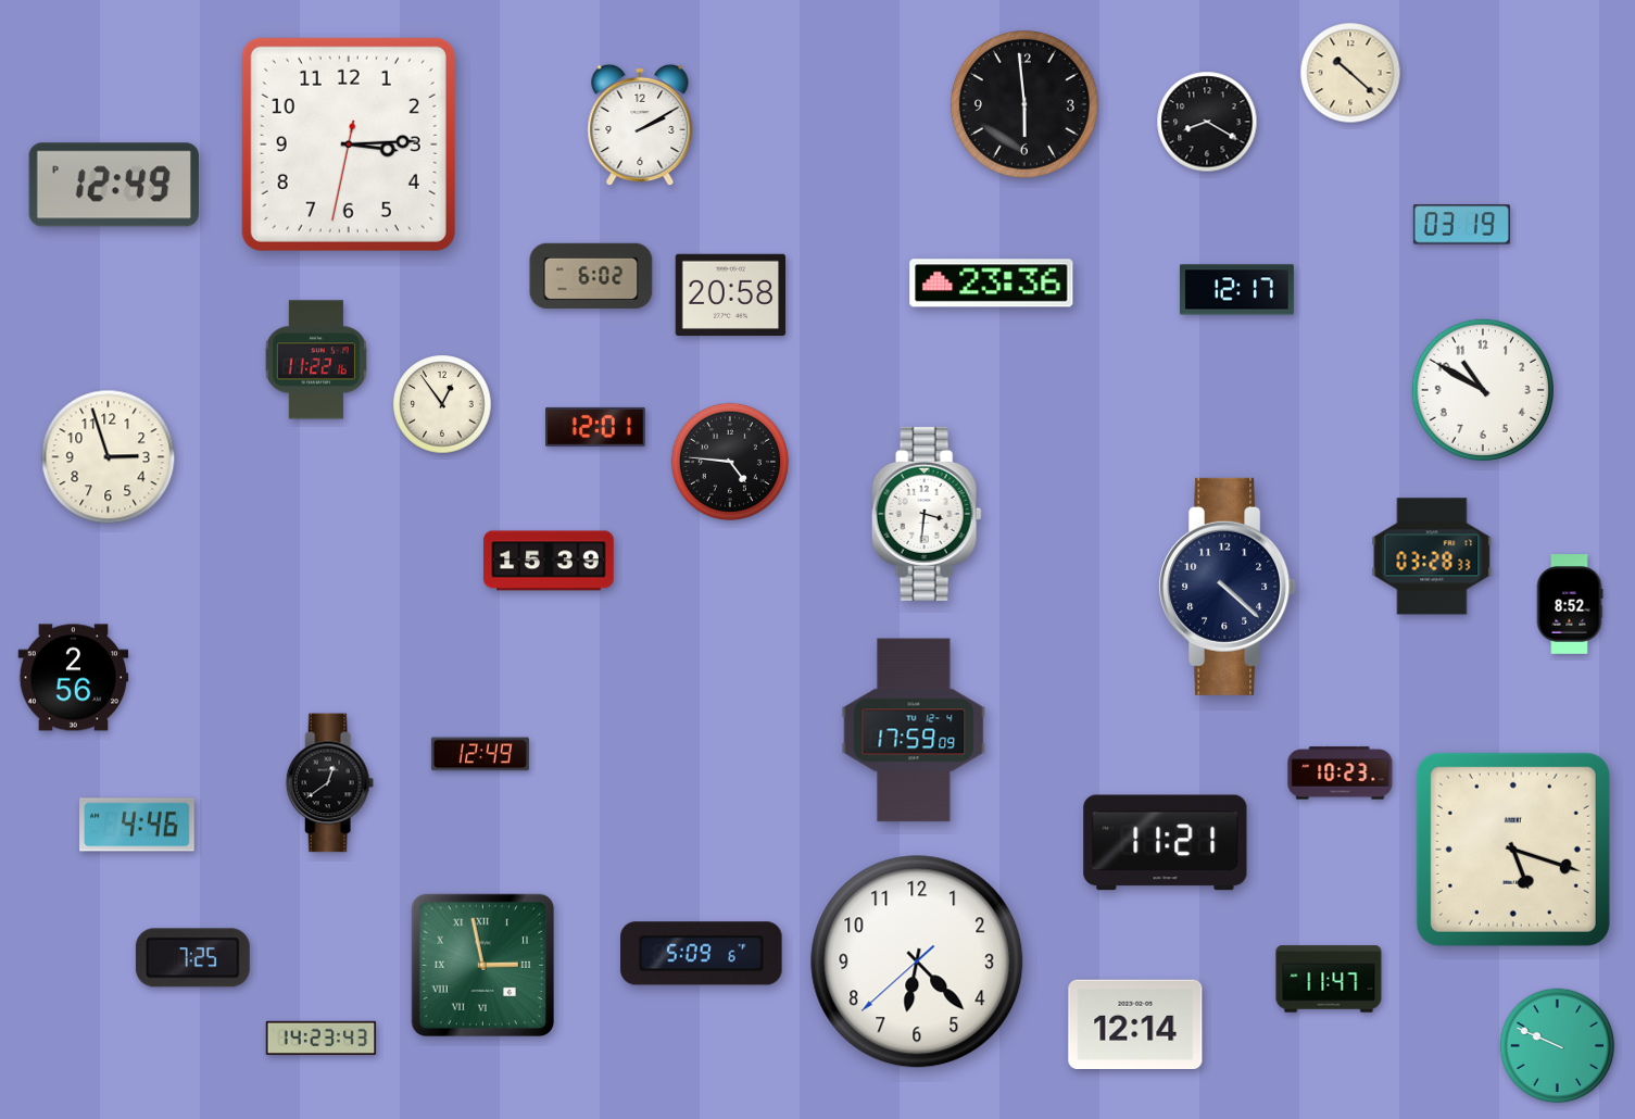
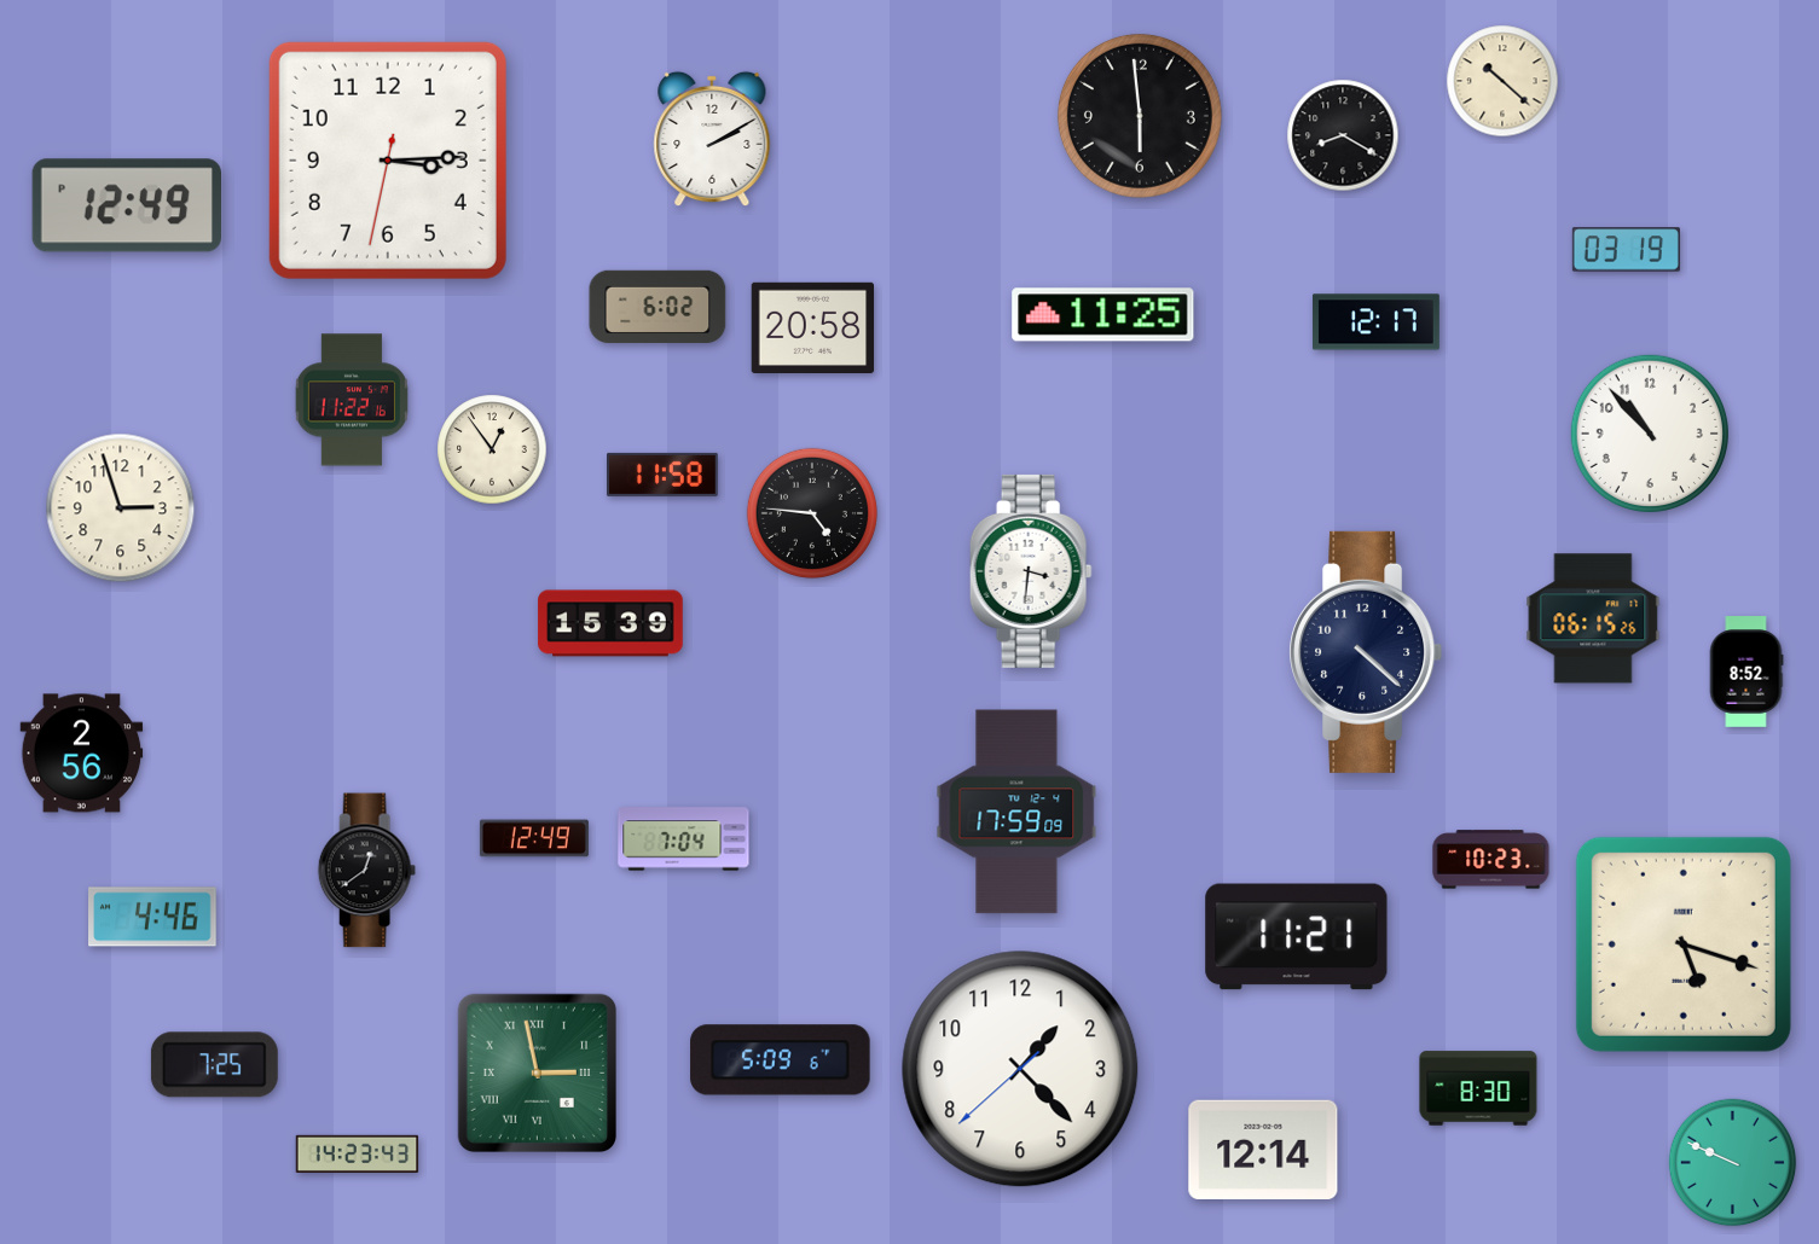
clock at (992, 284): 23:36 -> 11:25
clock at (1482, 389): 10:50 -> 10:53
clock at (595, 427): 12:01 -> 11:58
clock at (1432, 556): 03:28 -> 06:15
clock at (684, 839): none -> 7:04
clock at (917, 961): 6:22 -> 1:22
clock at (1329, 979): 11:47 -> 8:30
clock at (1135, 1023) position: (1135, 1023) -> (1263, 1149)
